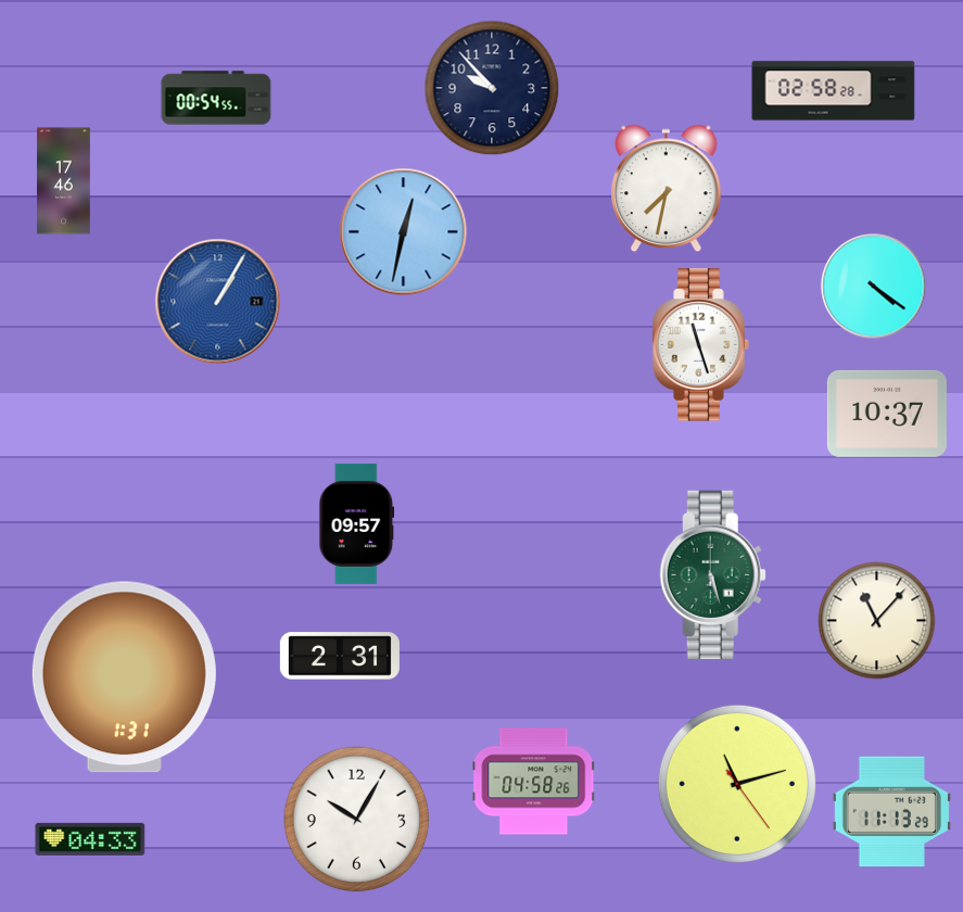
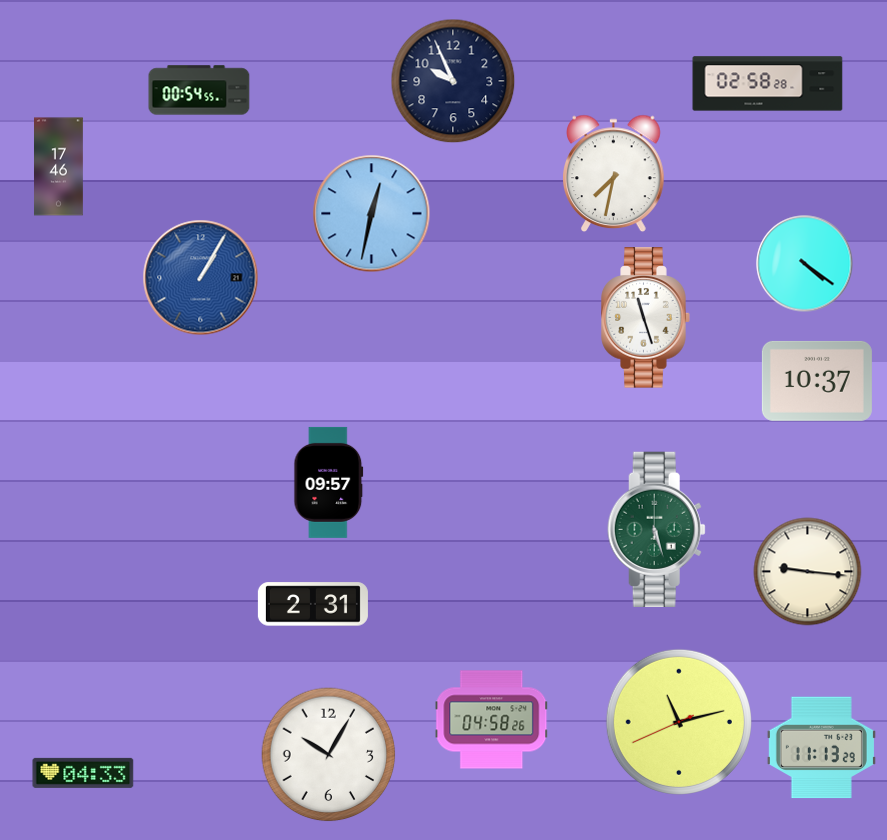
clock at (492, 88): 9:53 -> 9:56
clock at (877, 621): 11:07 -> 9:16
clock at (124, 677): 1:31 -> none
clock at (737, 784): 11:12:24 -> 11:12:41
